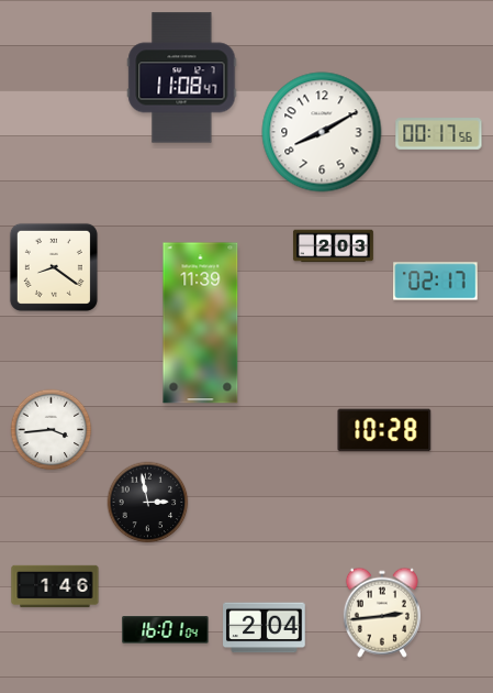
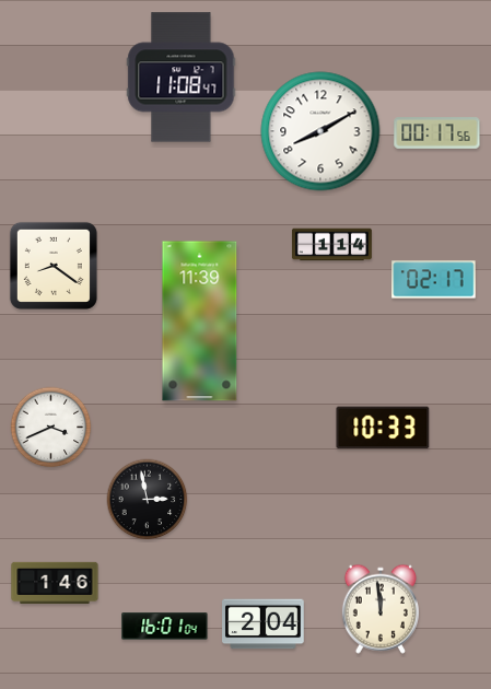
clock at (333, 246): 2:03 -> 1:14
clock at (52, 430): 3:44 -> 3:41
clock at (384, 430): 10:28 -> 10:33
clock at (382, 613): 2:44 -> 11:59
